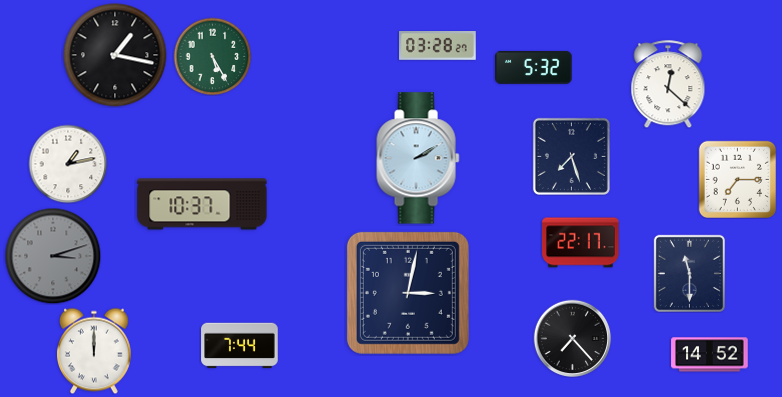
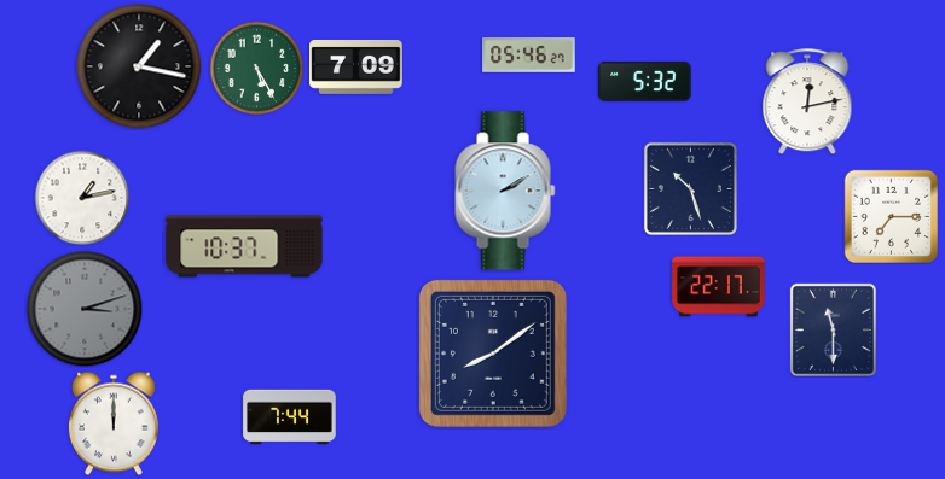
clock at (438, 46): 03:28 -> 05:46
clock at (356, 66): none -> 7:09
clock at (668, 84): 12:22 -> 12:13
clock at (571, 156): 7:27 -> 10:27
clock at (581, 243) position: (581, 243) -> (719, 287)
clock at (53, 256) position: (53, 256) -> (85, 309)
clock at (408, 293): 3:02 -> 8:09
clock at (572, 338): 7:23 -> none
clock at (710, 355): 14:52 -> none
